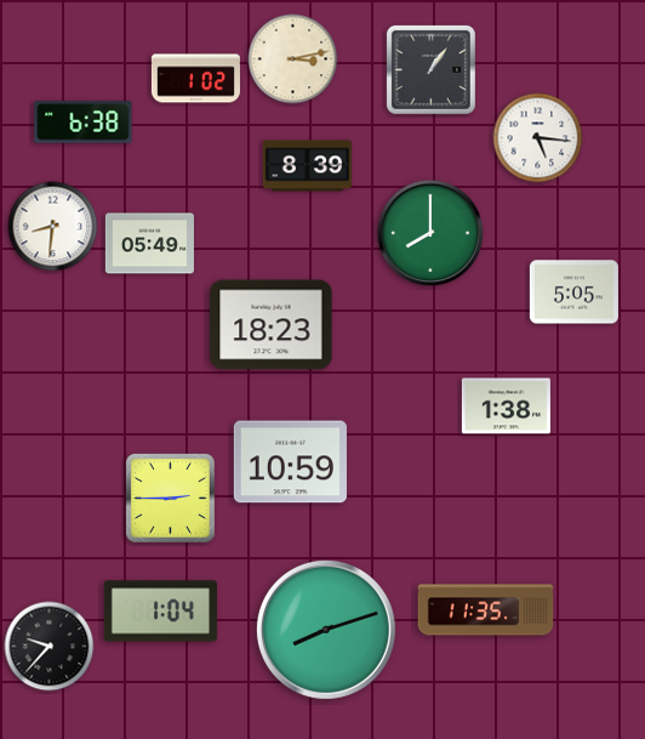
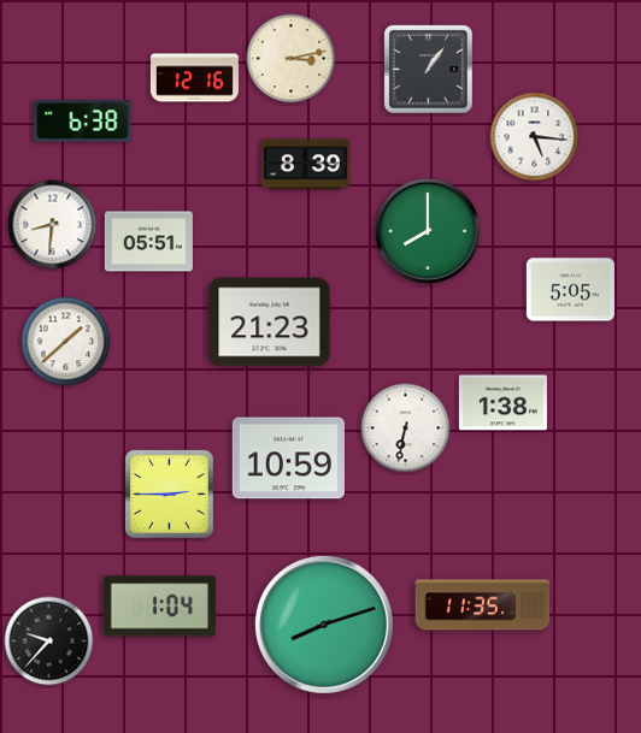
clock at (195, 79): 1:02 -> 12:16
clock at (149, 244): 05:49 -> 05:51
clock at (272, 325): 18:23 -> 21:23
clock at (66, 342): none -> 1:38
clock at (406, 428): none -> 6:32
